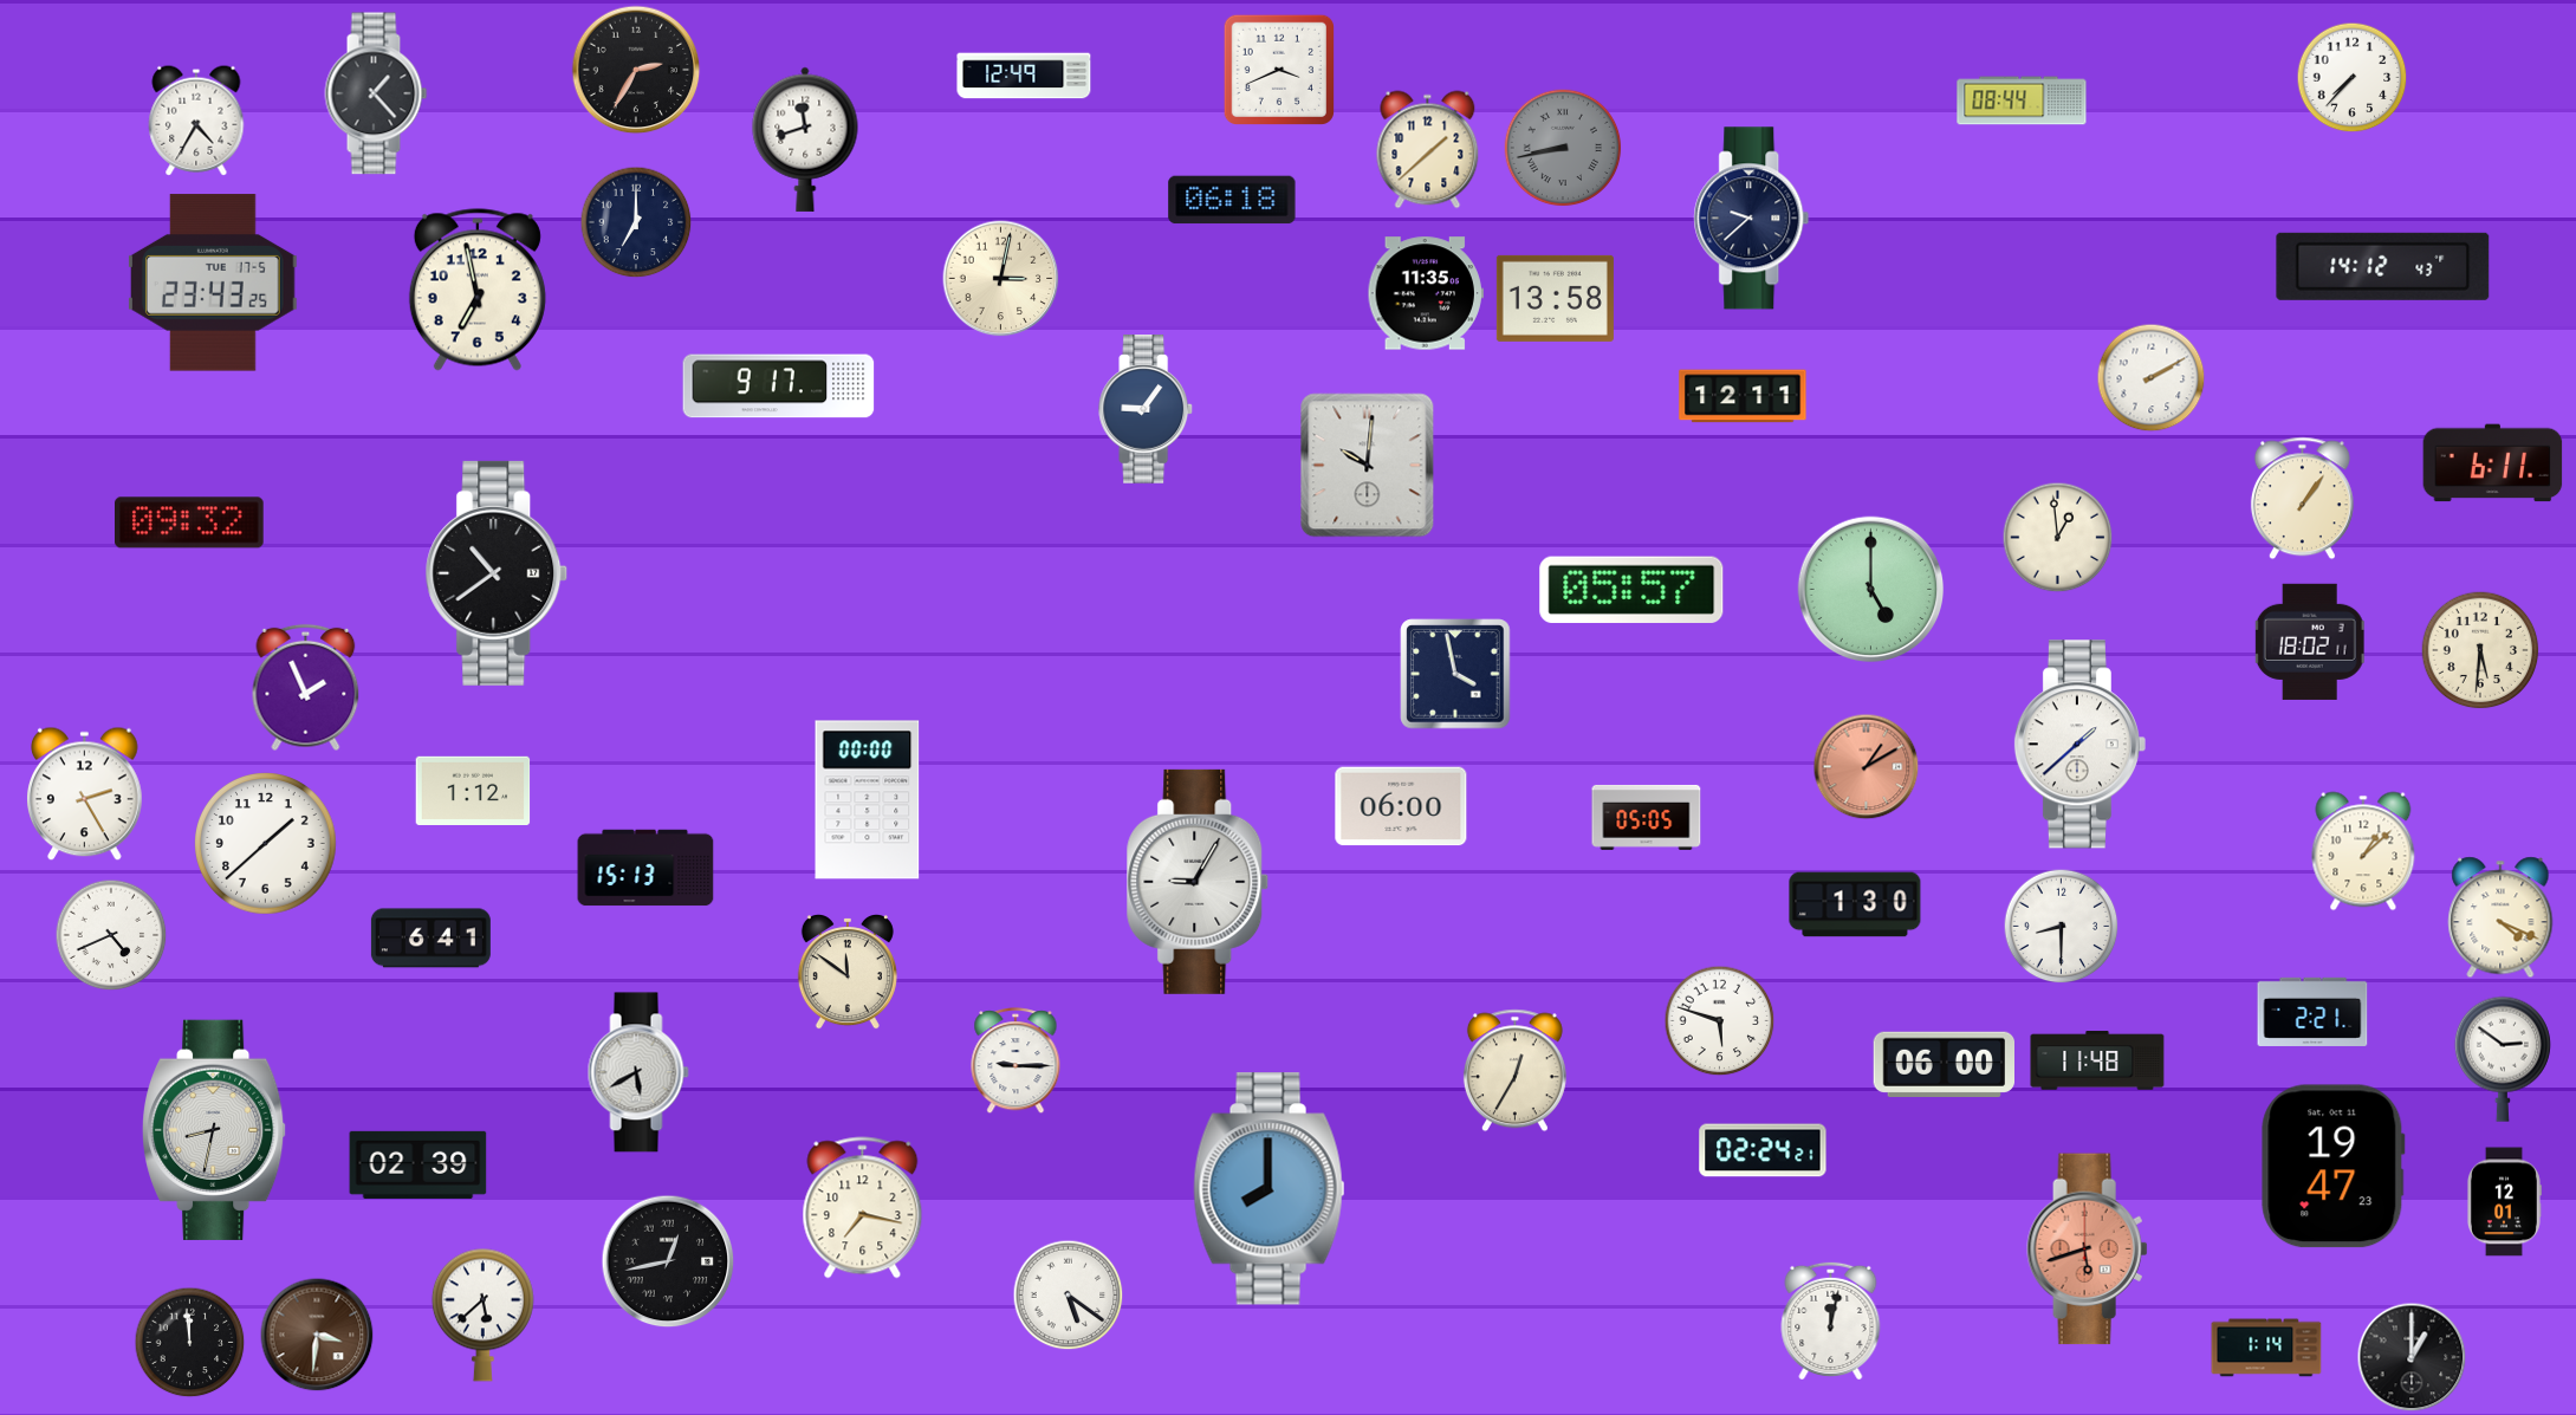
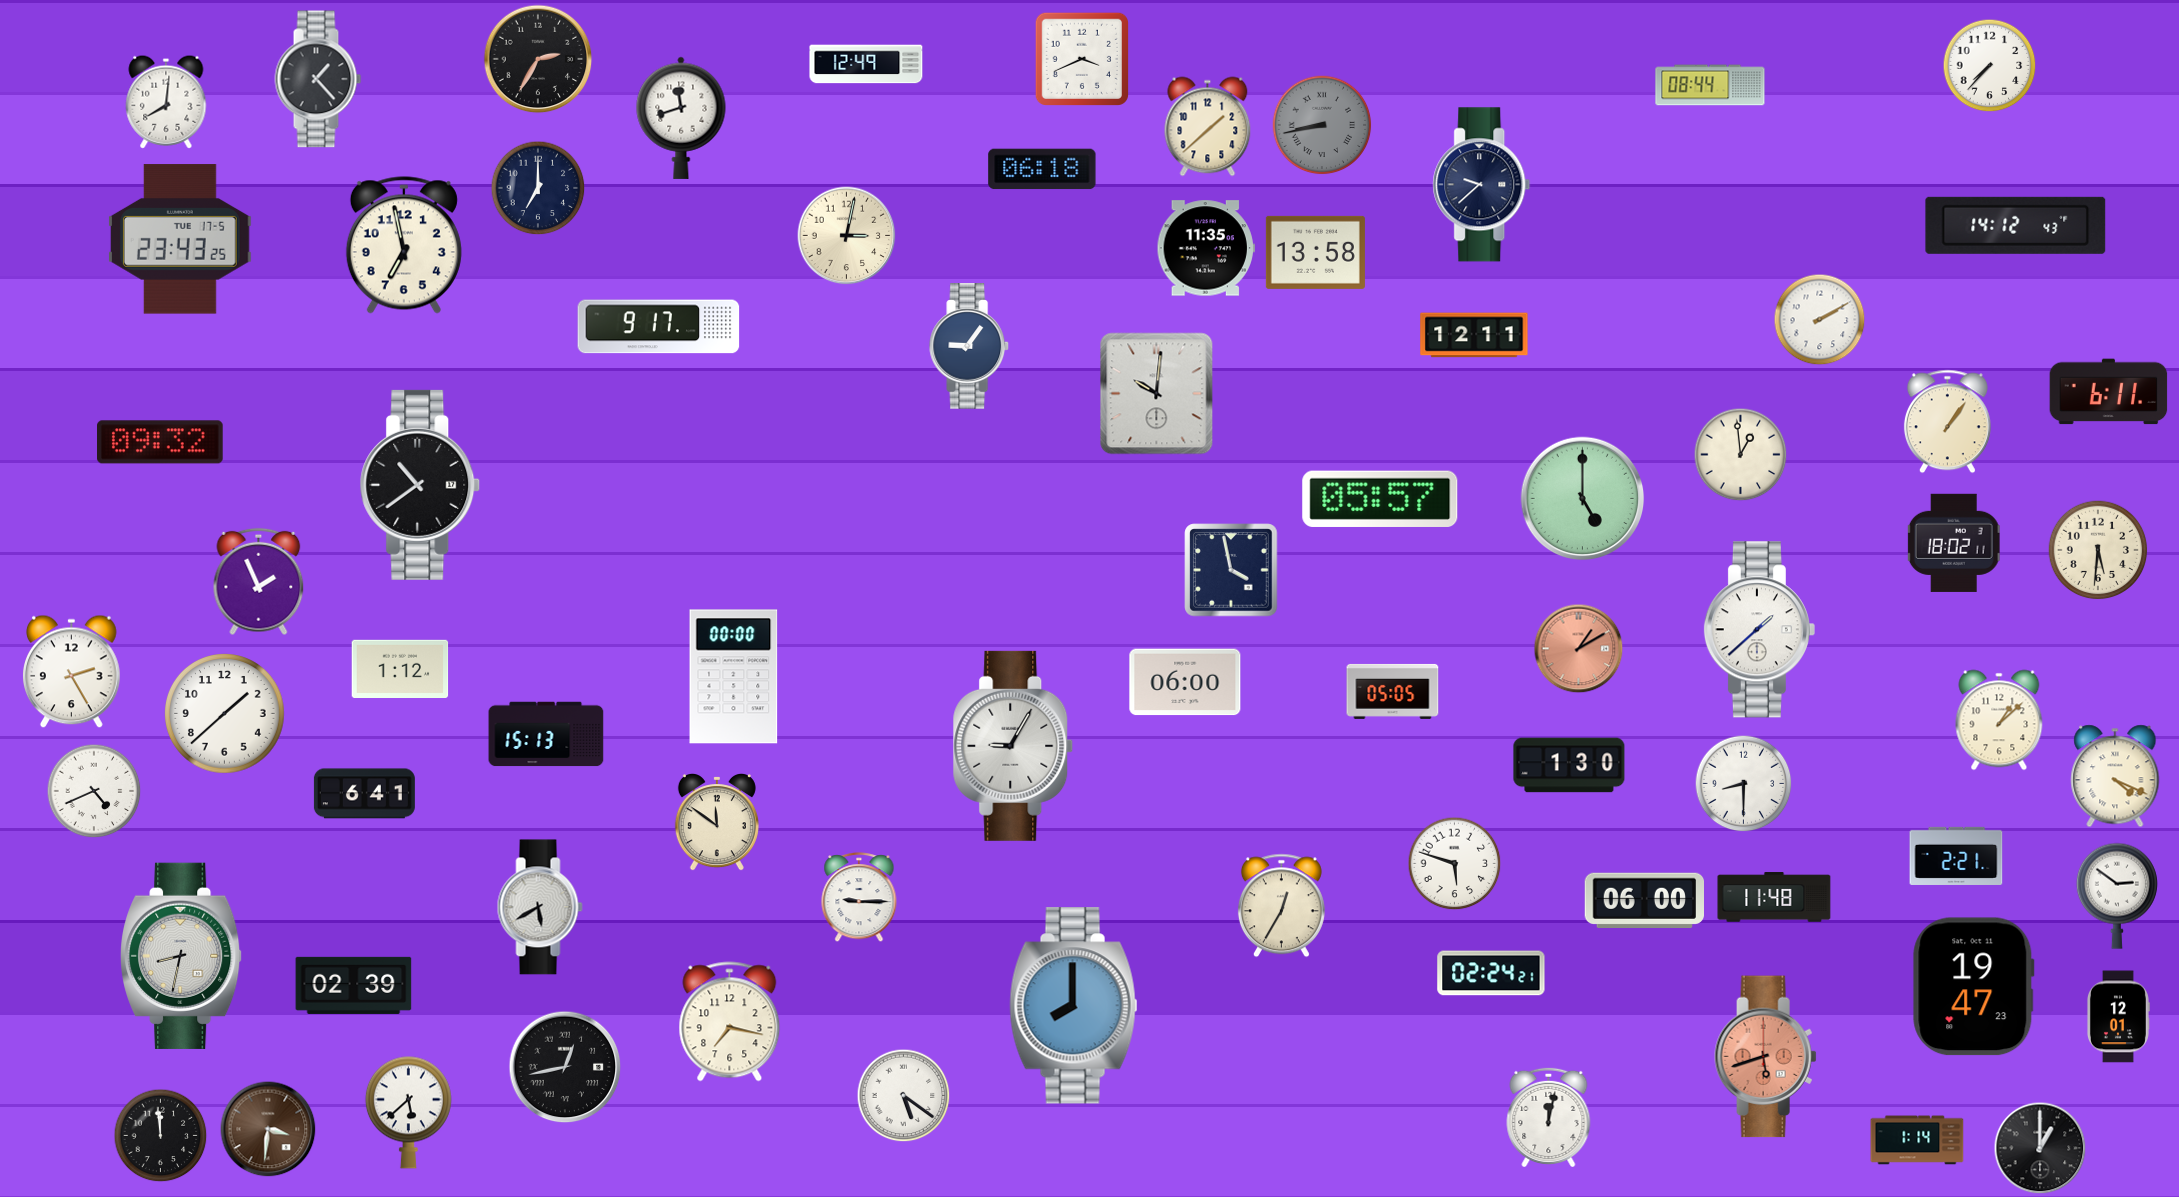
clock at (196, 121): 4:35 -> 8:01
